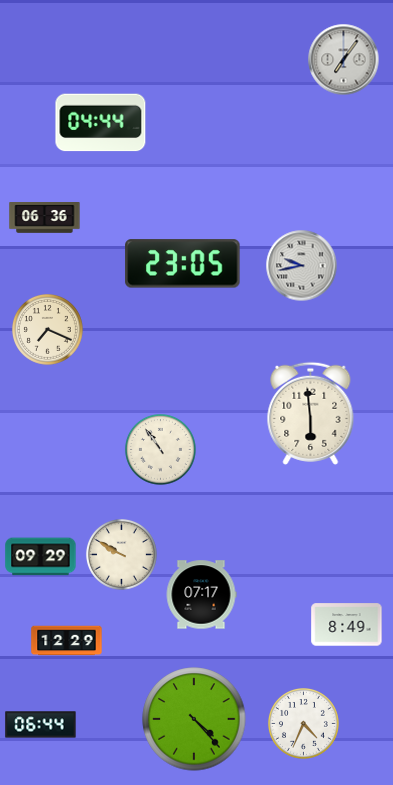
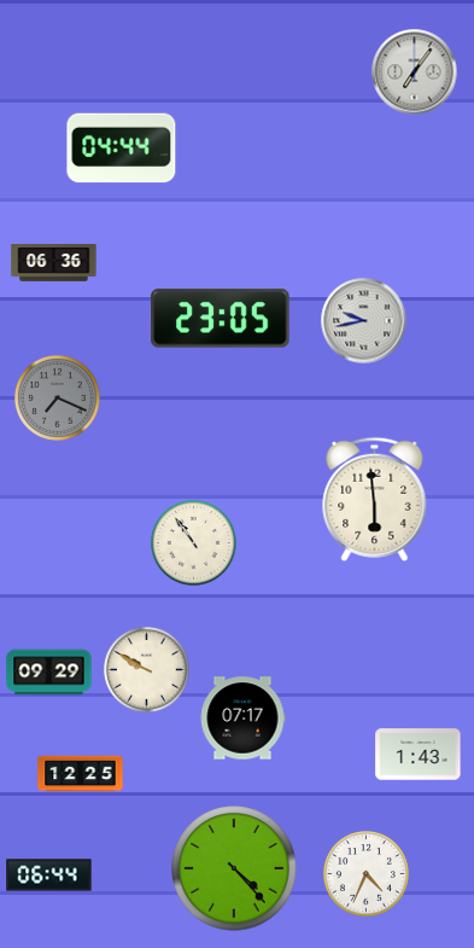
clock at (48, 330) dial: cream -> grey
clock at (347, 625): 8:49 -> 1:43
clock at (67, 641): 12:29 -> 12:25
